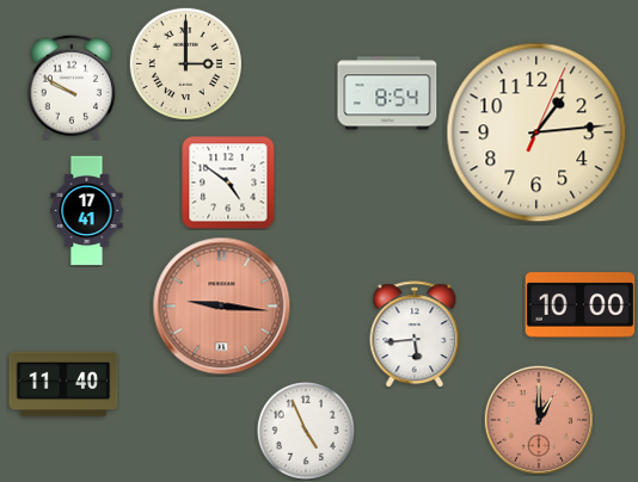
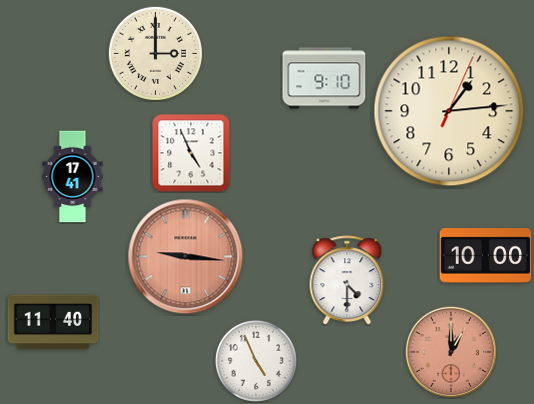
clock at (70, 87): 9:50 -> none
clock at (387, 93): 8:54 -> 9:10
clock at (228, 183): 4:51 -> 4:56
clock at (415, 334): 5:44 -> 4:30
